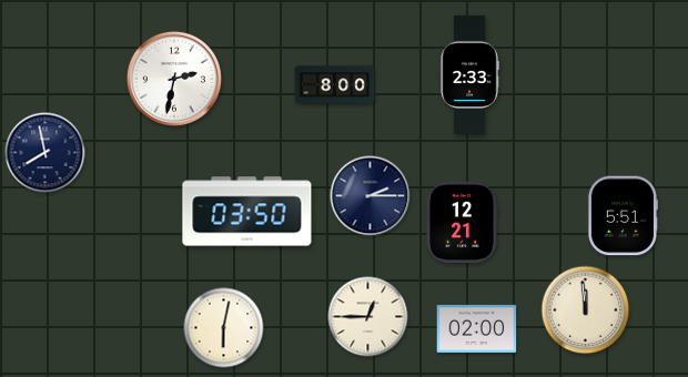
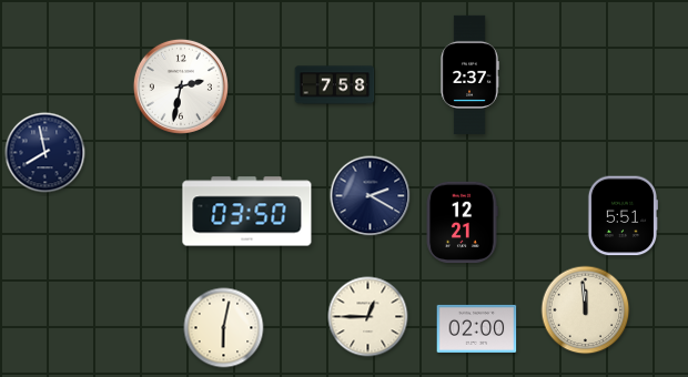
clock at (469, 74): 2:33 -> 2:37
clock at (174, 79) position: (174, 79) -> (181, 86)
clock at (335, 85): 8:00 -> 7:58
clock at (371, 196): 2:15 -> 2:20
